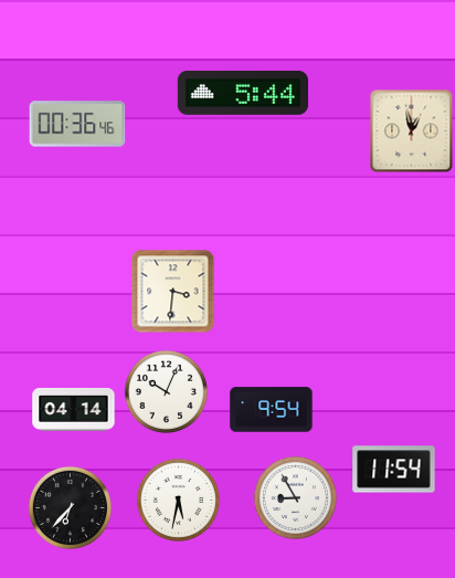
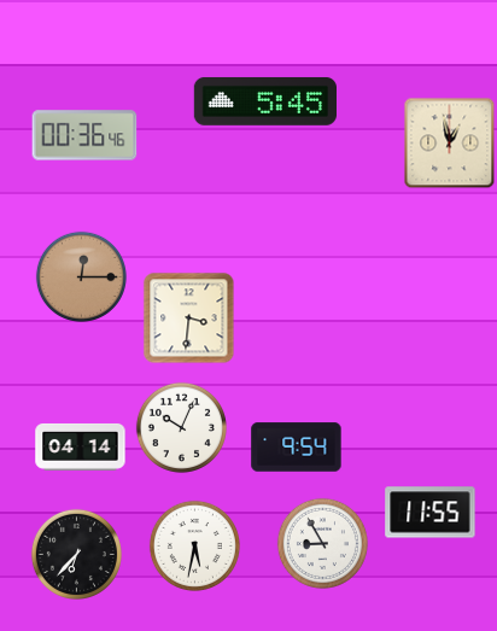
clock at (242, 93): 5:44 -> 5:45
clock at (81, 276): none -> 12:15
clock at (394, 470): 11:54 -> 11:55
